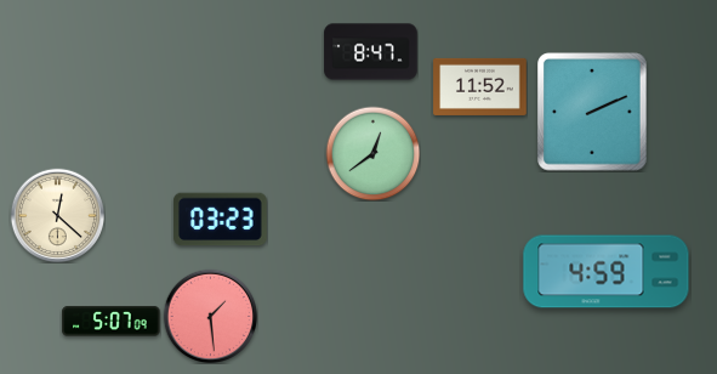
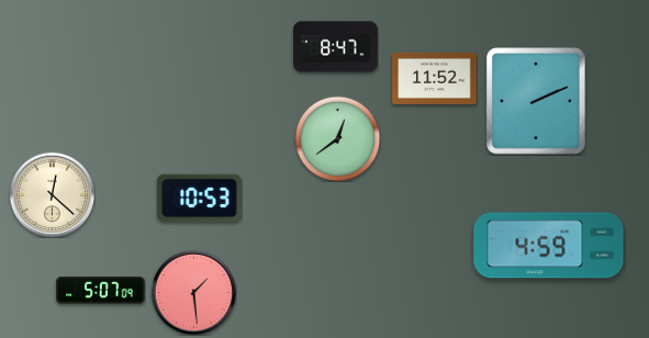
clock at (221, 220): 03:23 -> 10:53
clock at (210, 316) position: (210, 316) -> (193, 292)
